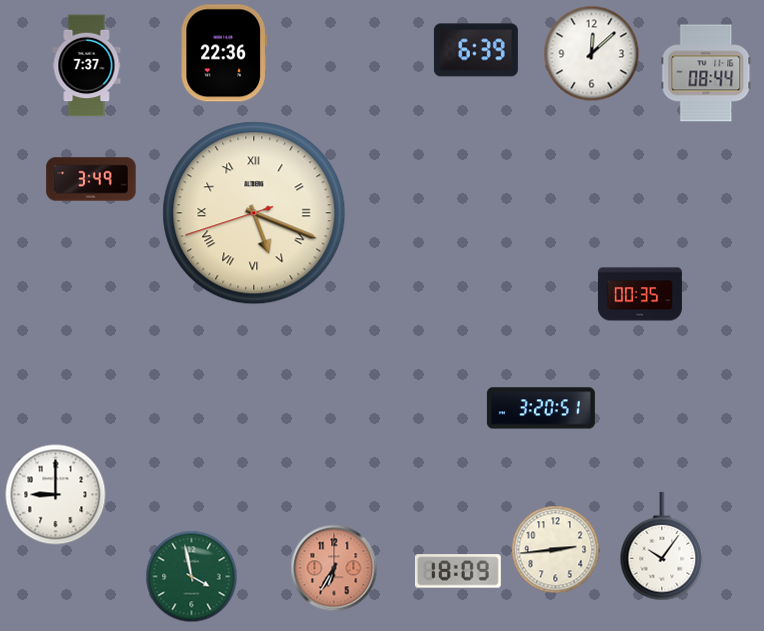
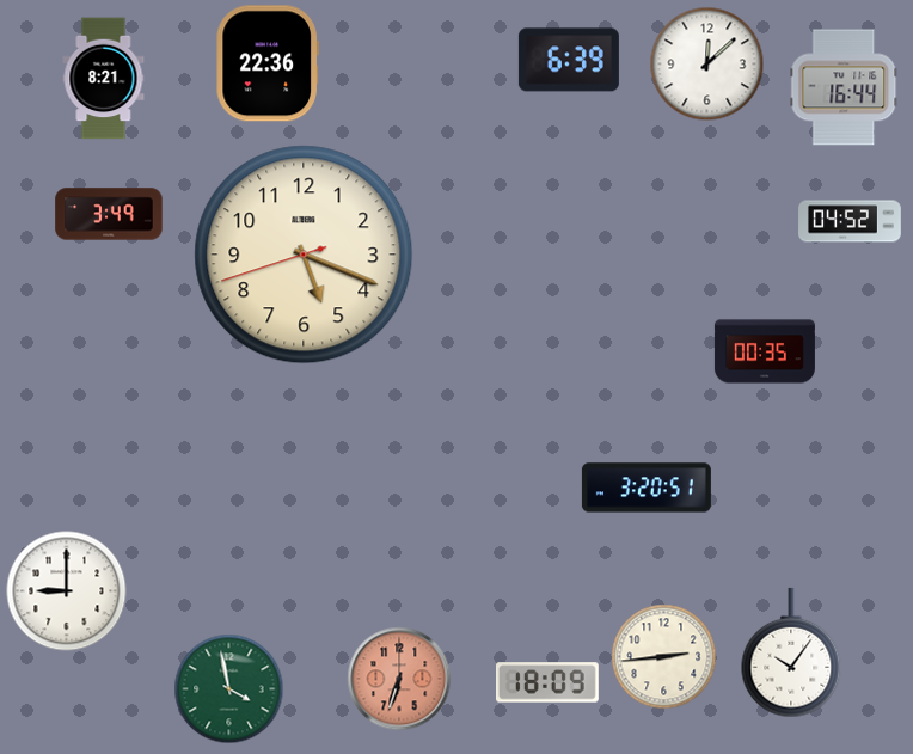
clock at (87, 66): 7:37 -> 8:21
clock at (706, 73): 08:44 -> 16:44
clock at (850, 221): none -> 04:52
clock at (254, 213) numerals: Roman -> Arabic
clock at (334, 568): 6:35 -> 6:33
